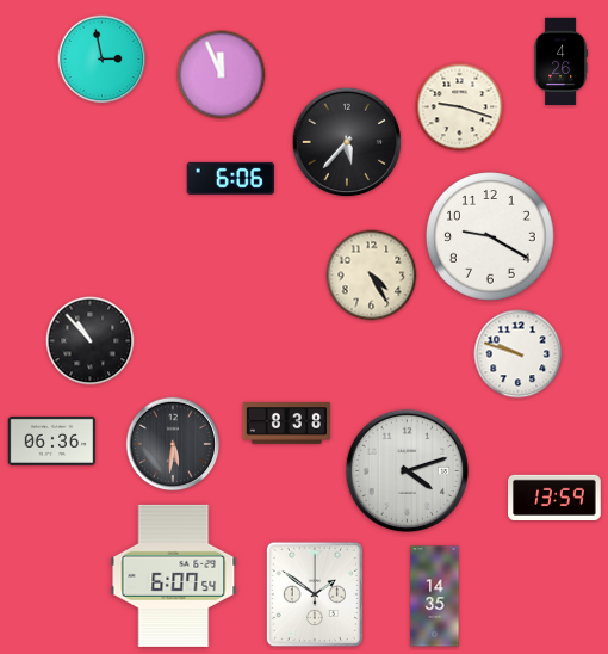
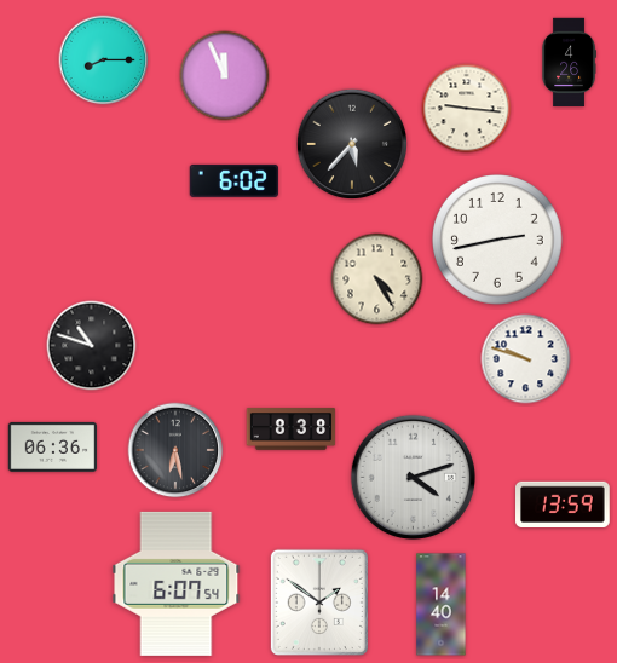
clock at (103, 60): 2:58 -> 8:15
clock at (460, 107): 9:18 -> 9:16
clock at (230, 178): 6:06 -> 6:02
clock at (490, 236): 9:20 -> 2:43
clock at (91, 341): 10:53 -> 10:48
clock at (173, 444): 5:31 -> 6:28
clock at (435, 597): 14:35 -> 14:40
